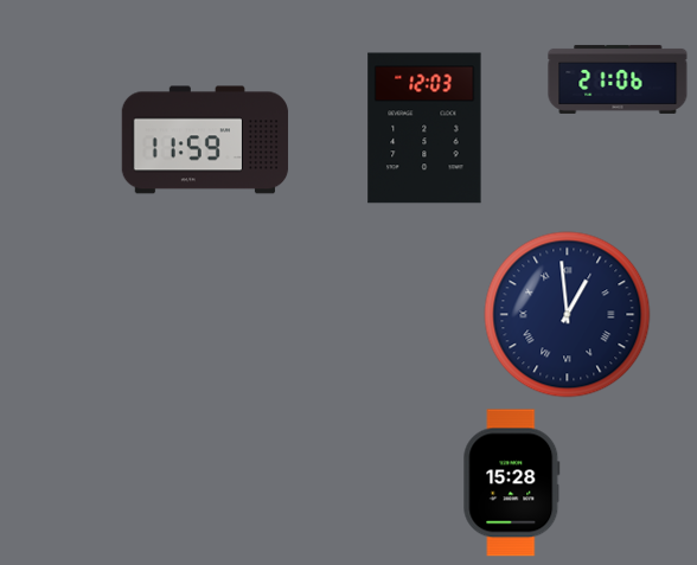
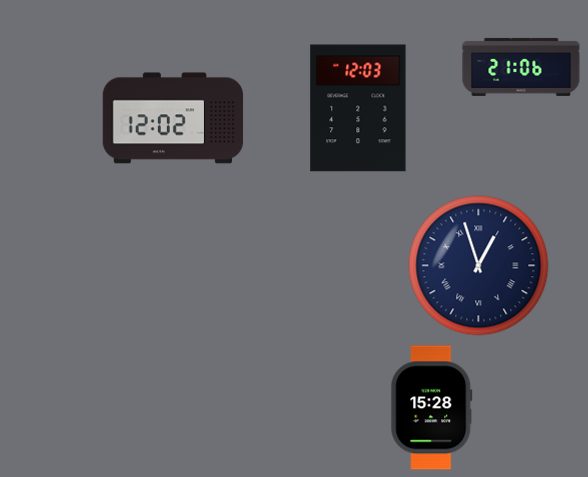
clock at (205, 140): 11:59 -> 12:02
clock at (568, 315): 12:59 -> 12:57
